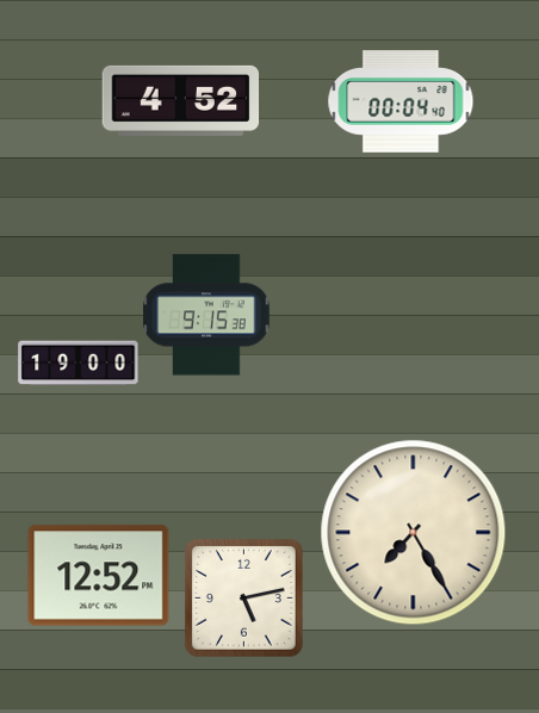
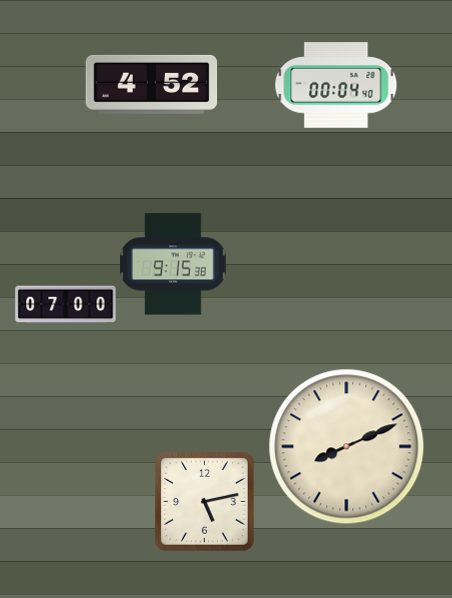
clock at (79, 364): 19:00 -> 07:00
clock at (414, 533): 7:25 -> 8:11
clock at (99, 576): 12:52 -> none
